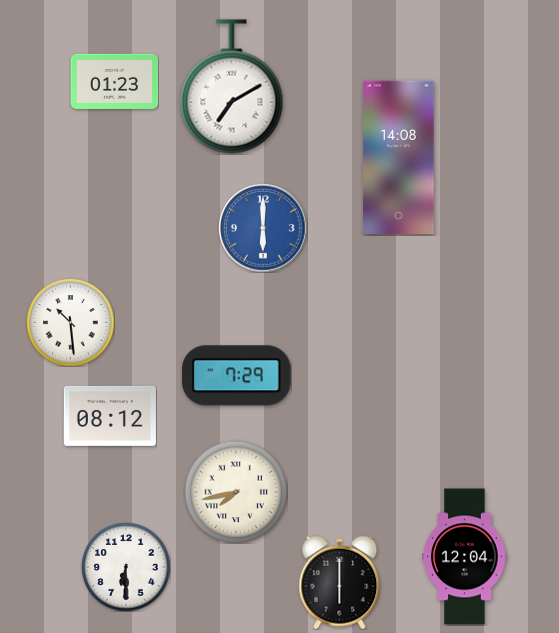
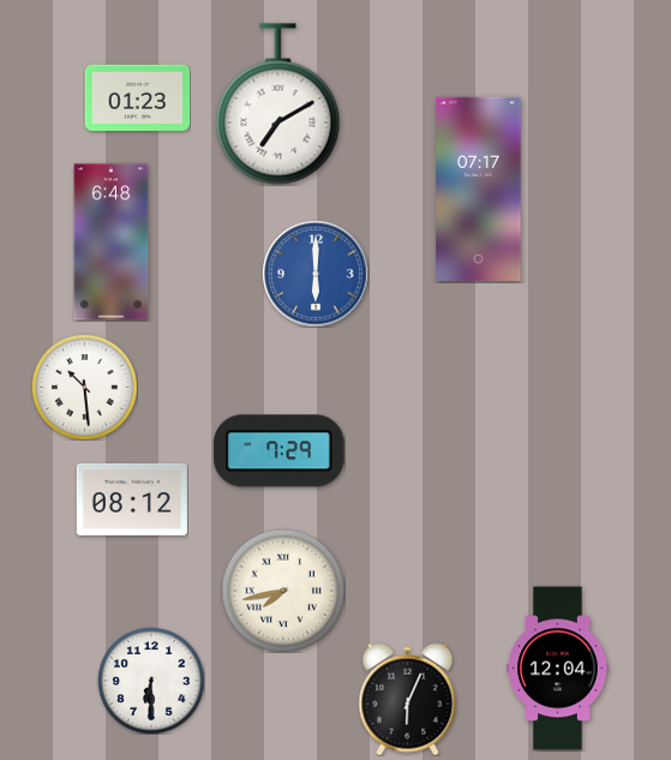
clock at (399, 157): 14:08 -> 07:17
clock at (112, 243): none -> 6:48
clock at (237, 376) position: (237, 376) -> (280, 451)
clock at (340, 582): 6:00 -> 6:04
